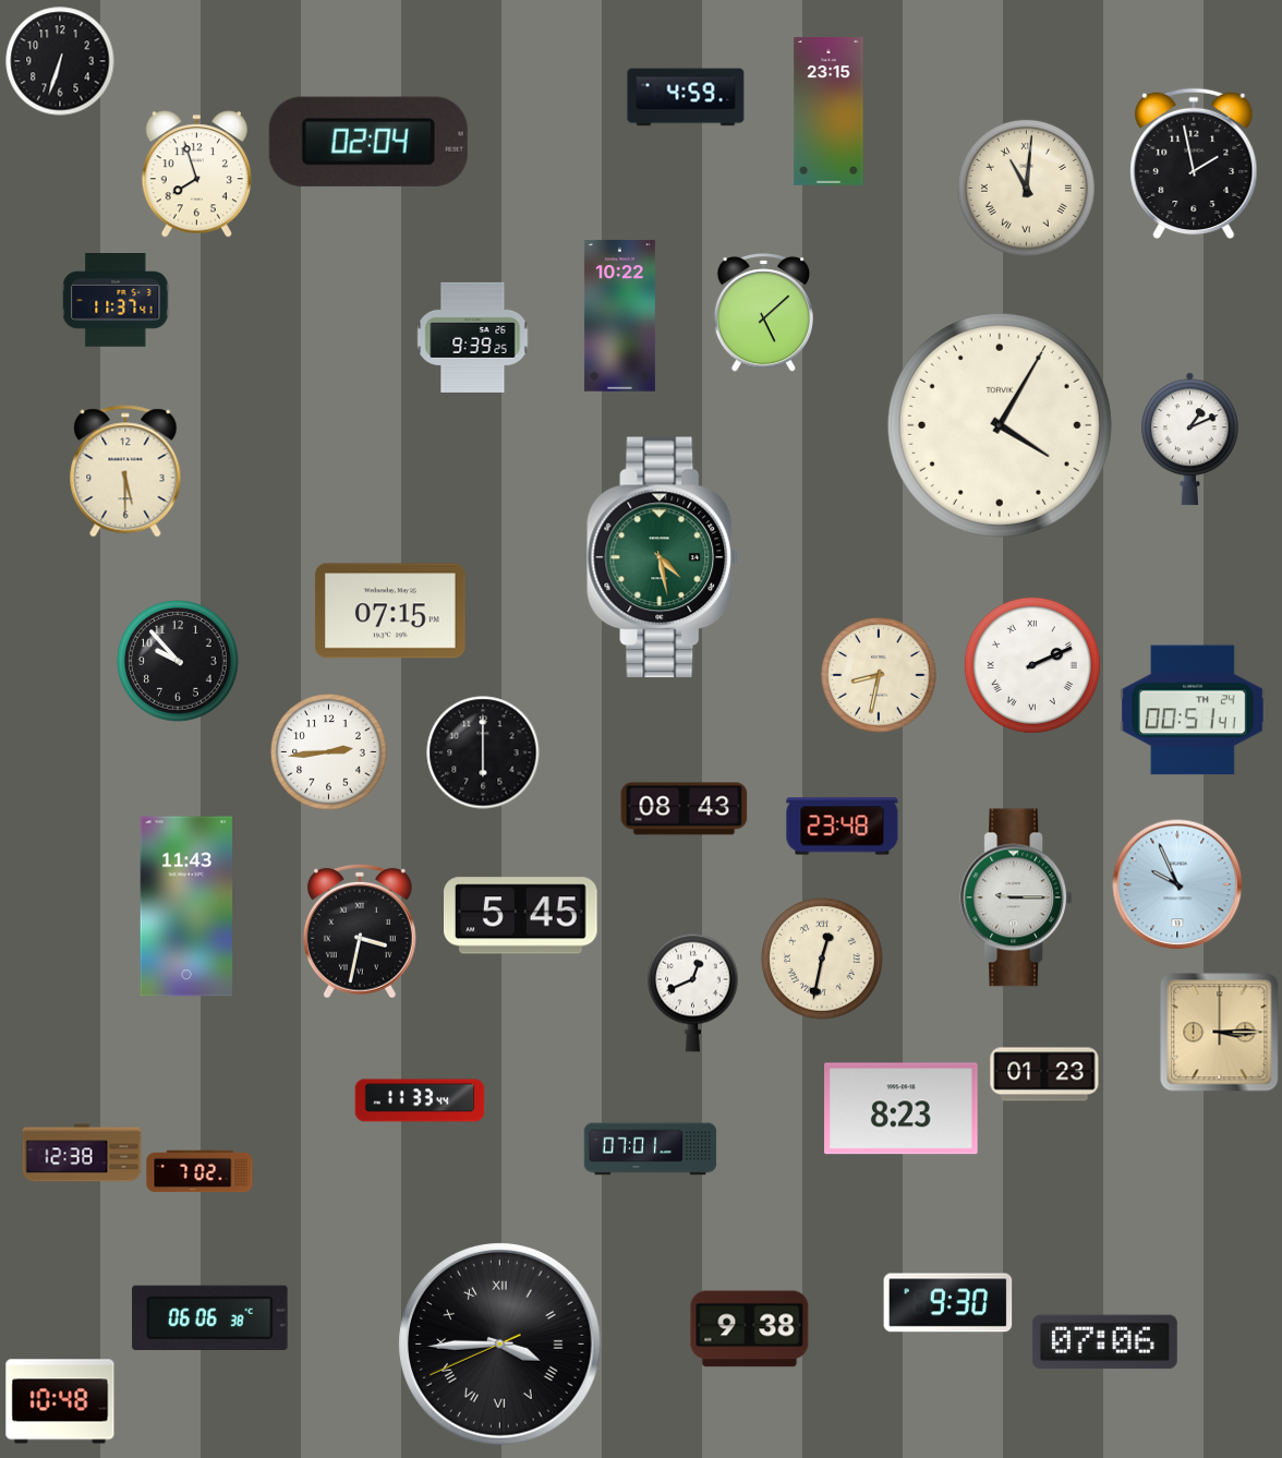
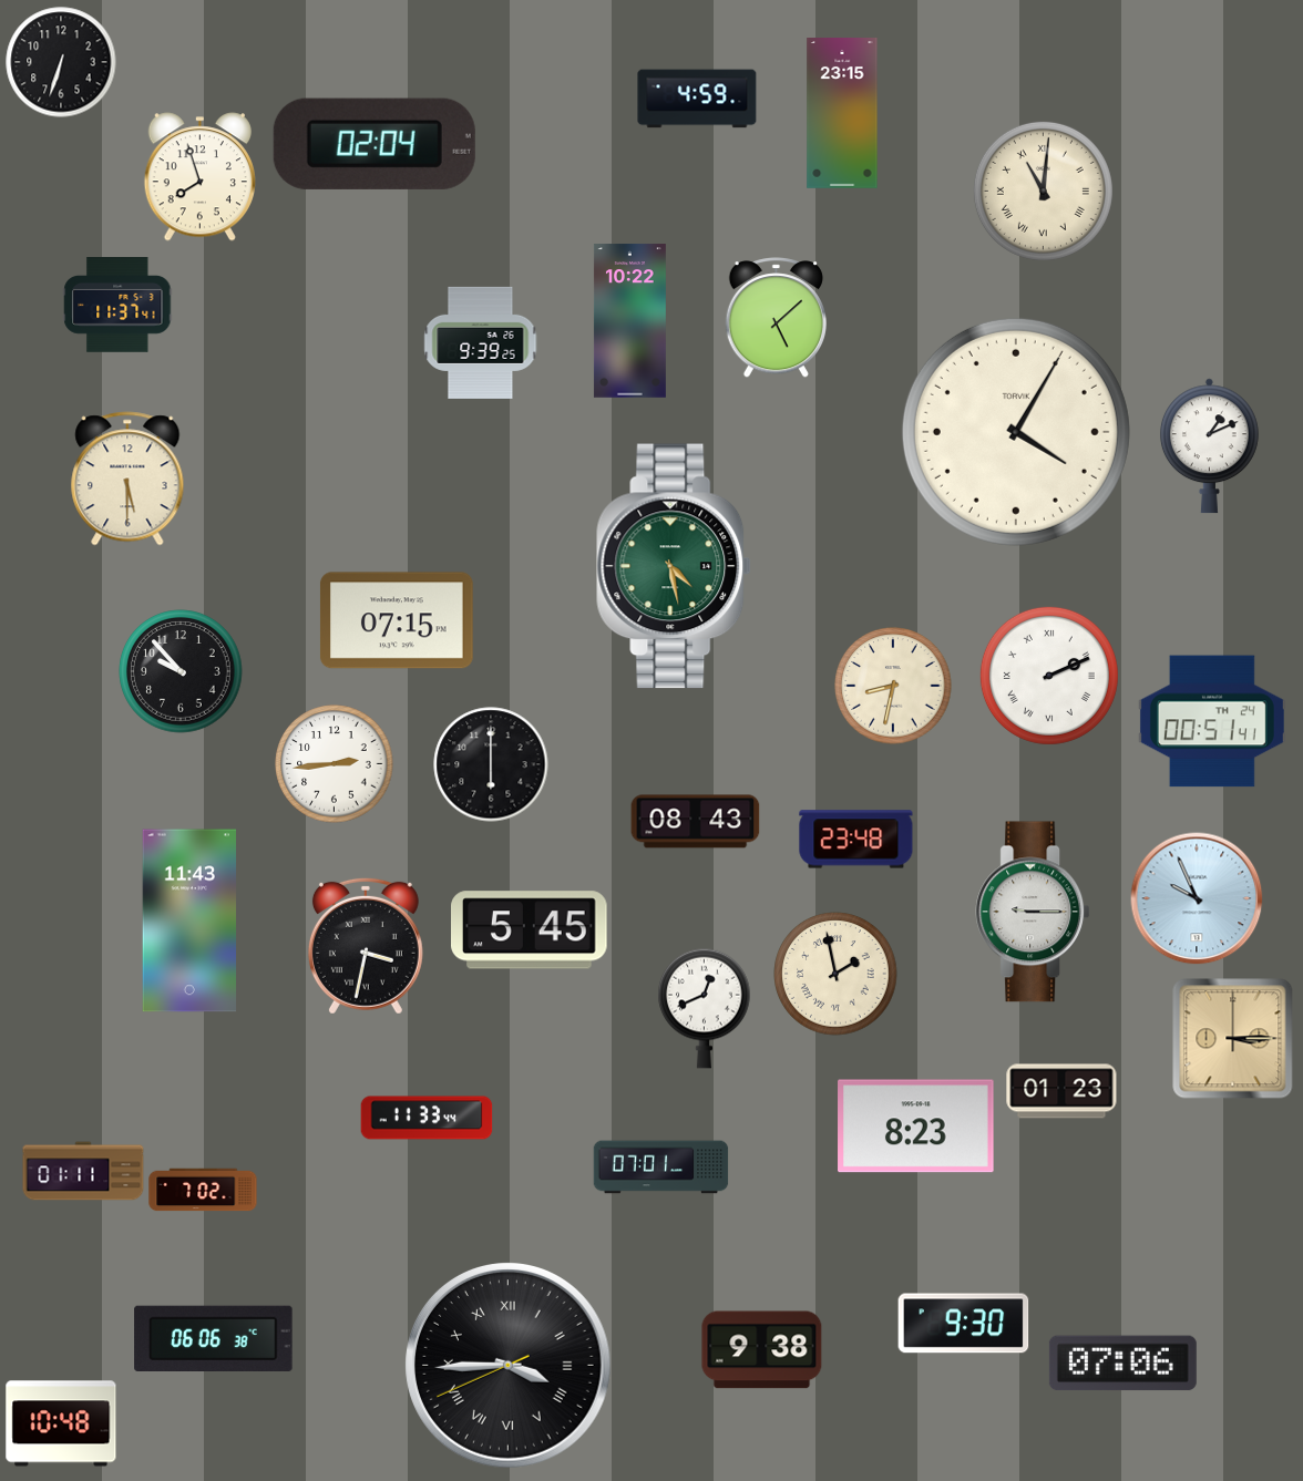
clock at (1194, 164): 1:58 -> none
clock at (822, 959): 12:32 -> 1:58
clock at (1220, 1033) position: (1220, 1033) -> (1233, 1039)
clock at (82, 1153): 12:38 -> 01:11
